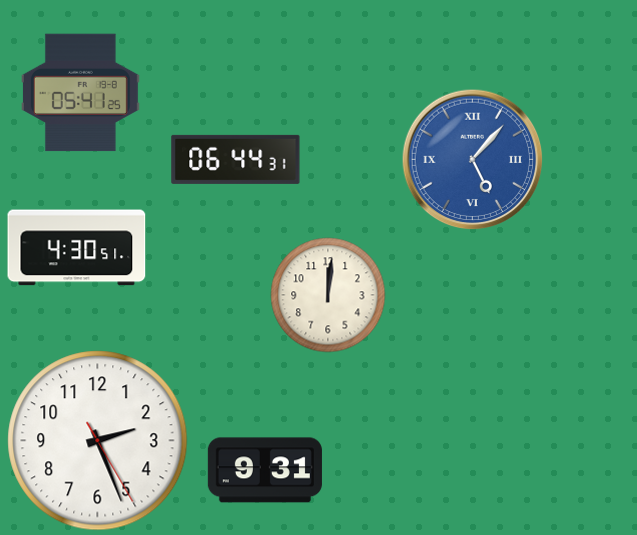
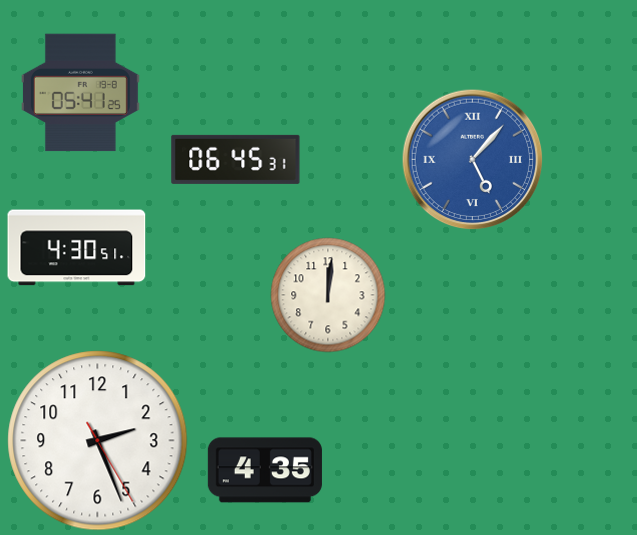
clock at (236, 159): 06:44 -> 06:45
clock at (265, 470): 9:31 -> 4:35
